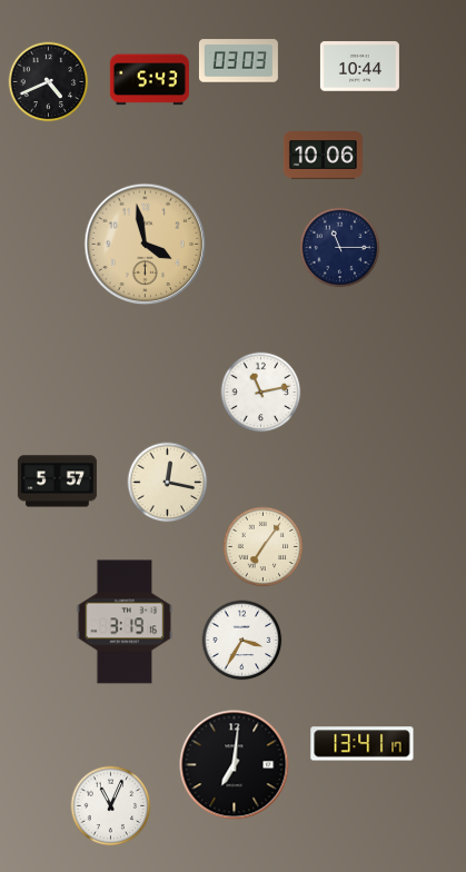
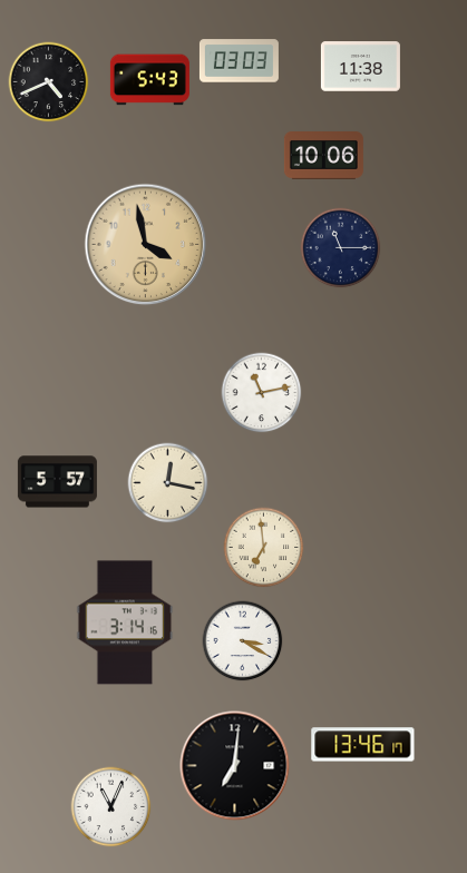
clock at (359, 67): 10:44 -> 11:38
clock at (264, 547): 7:06 -> 6:59
clock at (125, 622): 3:19 -> 3:14
clock at (242, 641): 3:35 -> 3:20
clock at (363, 744): 13:41 -> 13:46
